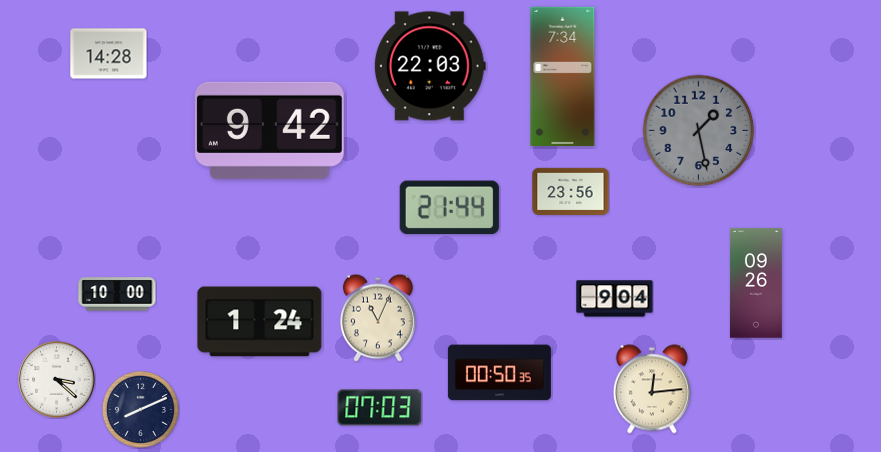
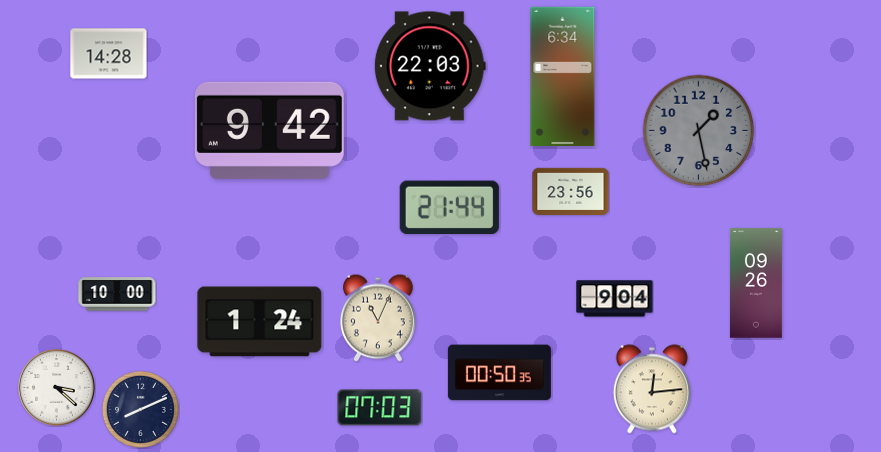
clock at (563, 76): 7:34 -> 6:34
clock at (57, 380) position: (57, 380) -> (57, 388)
